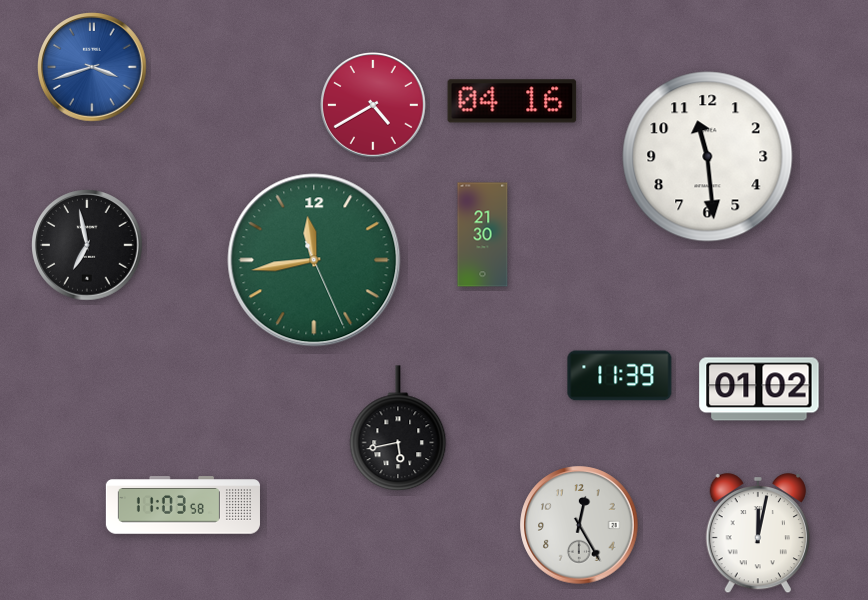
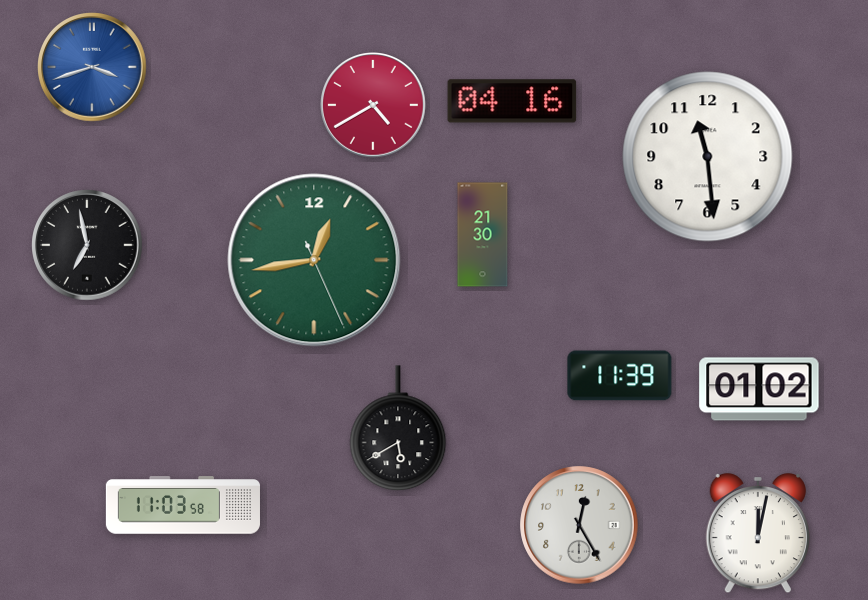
clock at (314, 260): 11:43 -> 12:43
clock at (398, 429): 5:43 -> 5:40
